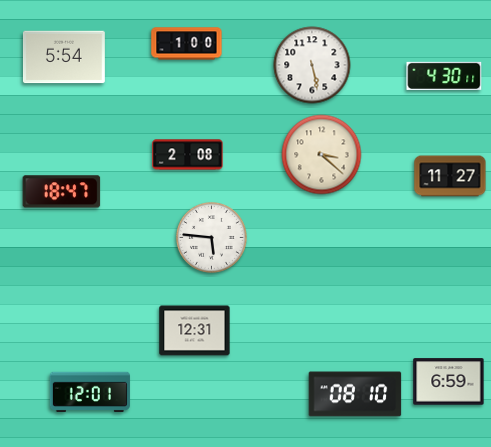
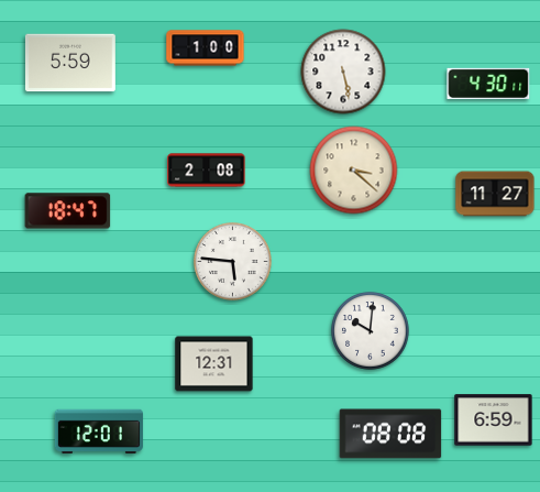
clock at (64, 57): 5:54 -> 5:59
clock at (371, 331): none -> 10:01
clock at (355, 394): 08:10 -> 08:08
